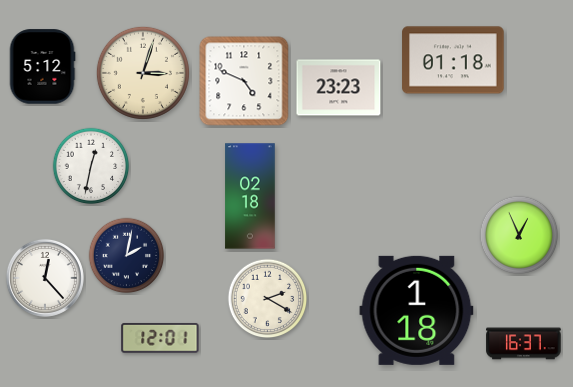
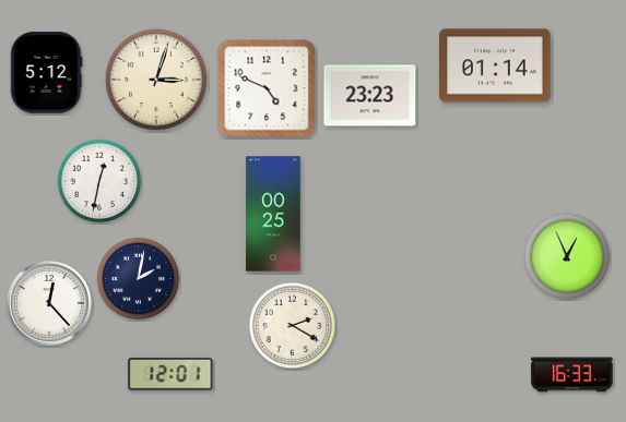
clock at (453, 60): 01:18 -> 01:14
clock at (250, 196): 02:18 -> 00:25
clock at (417, 310): 1:18 -> none
clock at (160, 338) position: (160, 338) -> (170, 374)
clock at (524, 344): 16:37 -> 16:33
